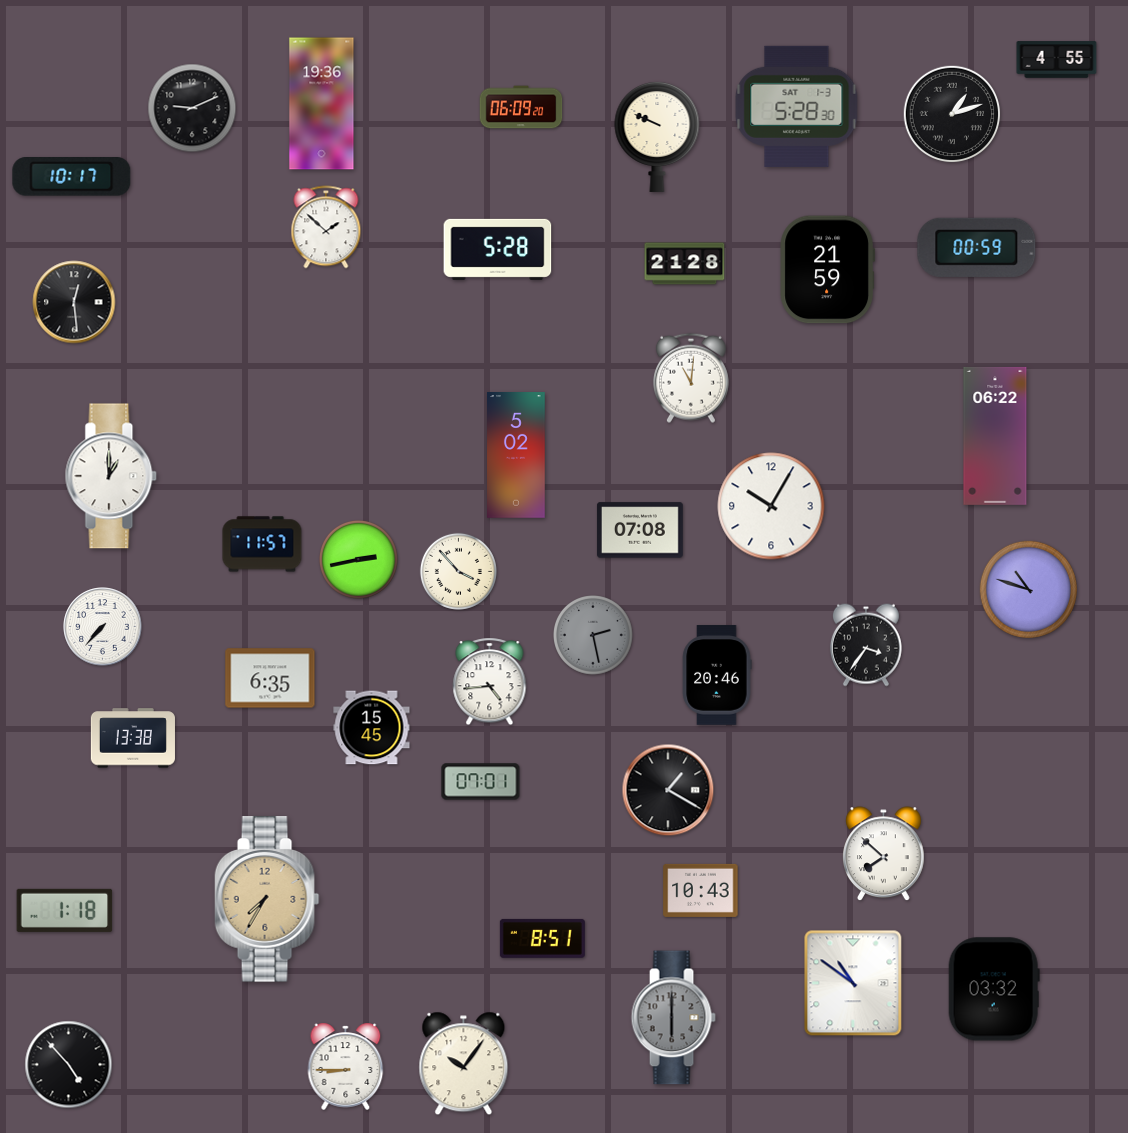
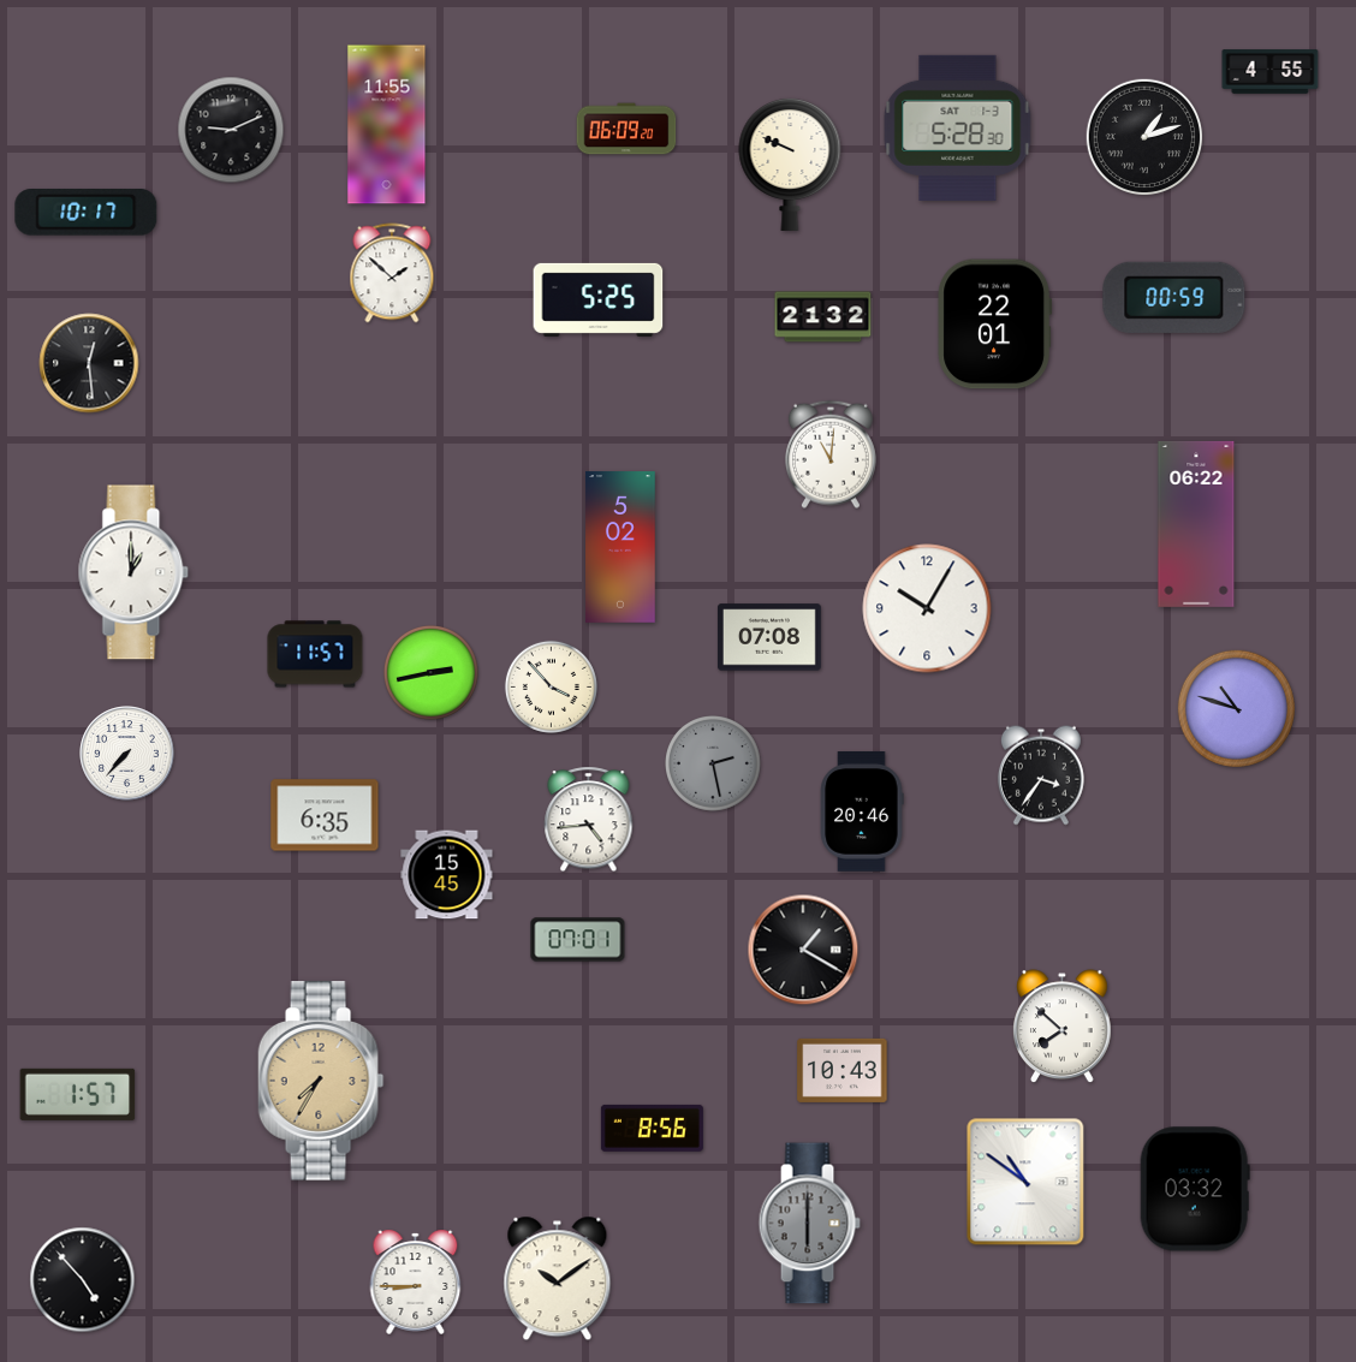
clock at (322, 104): 19:36 -> 11:55
clock at (498, 249): 5:28 -> 5:25
clock at (685, 264): 21:28 -> 21:32
clock at (828, 270): 21:59 -> 22:01
clock at (103, 627) position: (103, 627) -> (127, 754)
clock at (133, 738): 13:38 -> none
clock at (65, 910): 1:18 -> 1:57
clock at (542, 938): 8:51 -> 8:56
clock at (464, 1064): 10:06 -> 10:09
